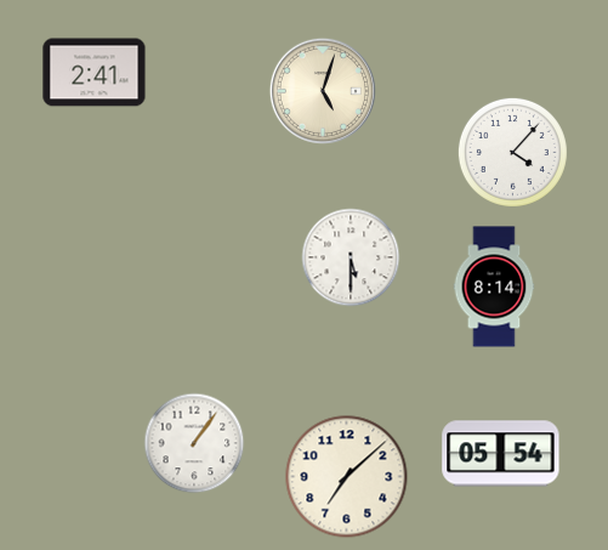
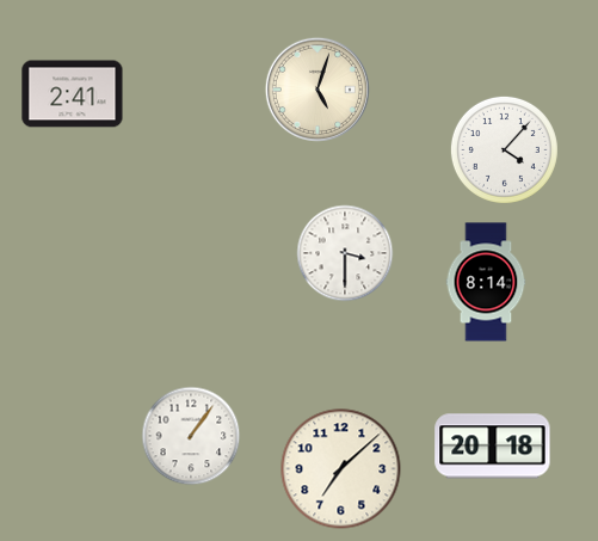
clock at (95, 73) position: (95, 73) -> (73, 94)
clock at (351, 257): 5:30 -> 3:30
clock at (501, 454): 05:54 -> 20:18
